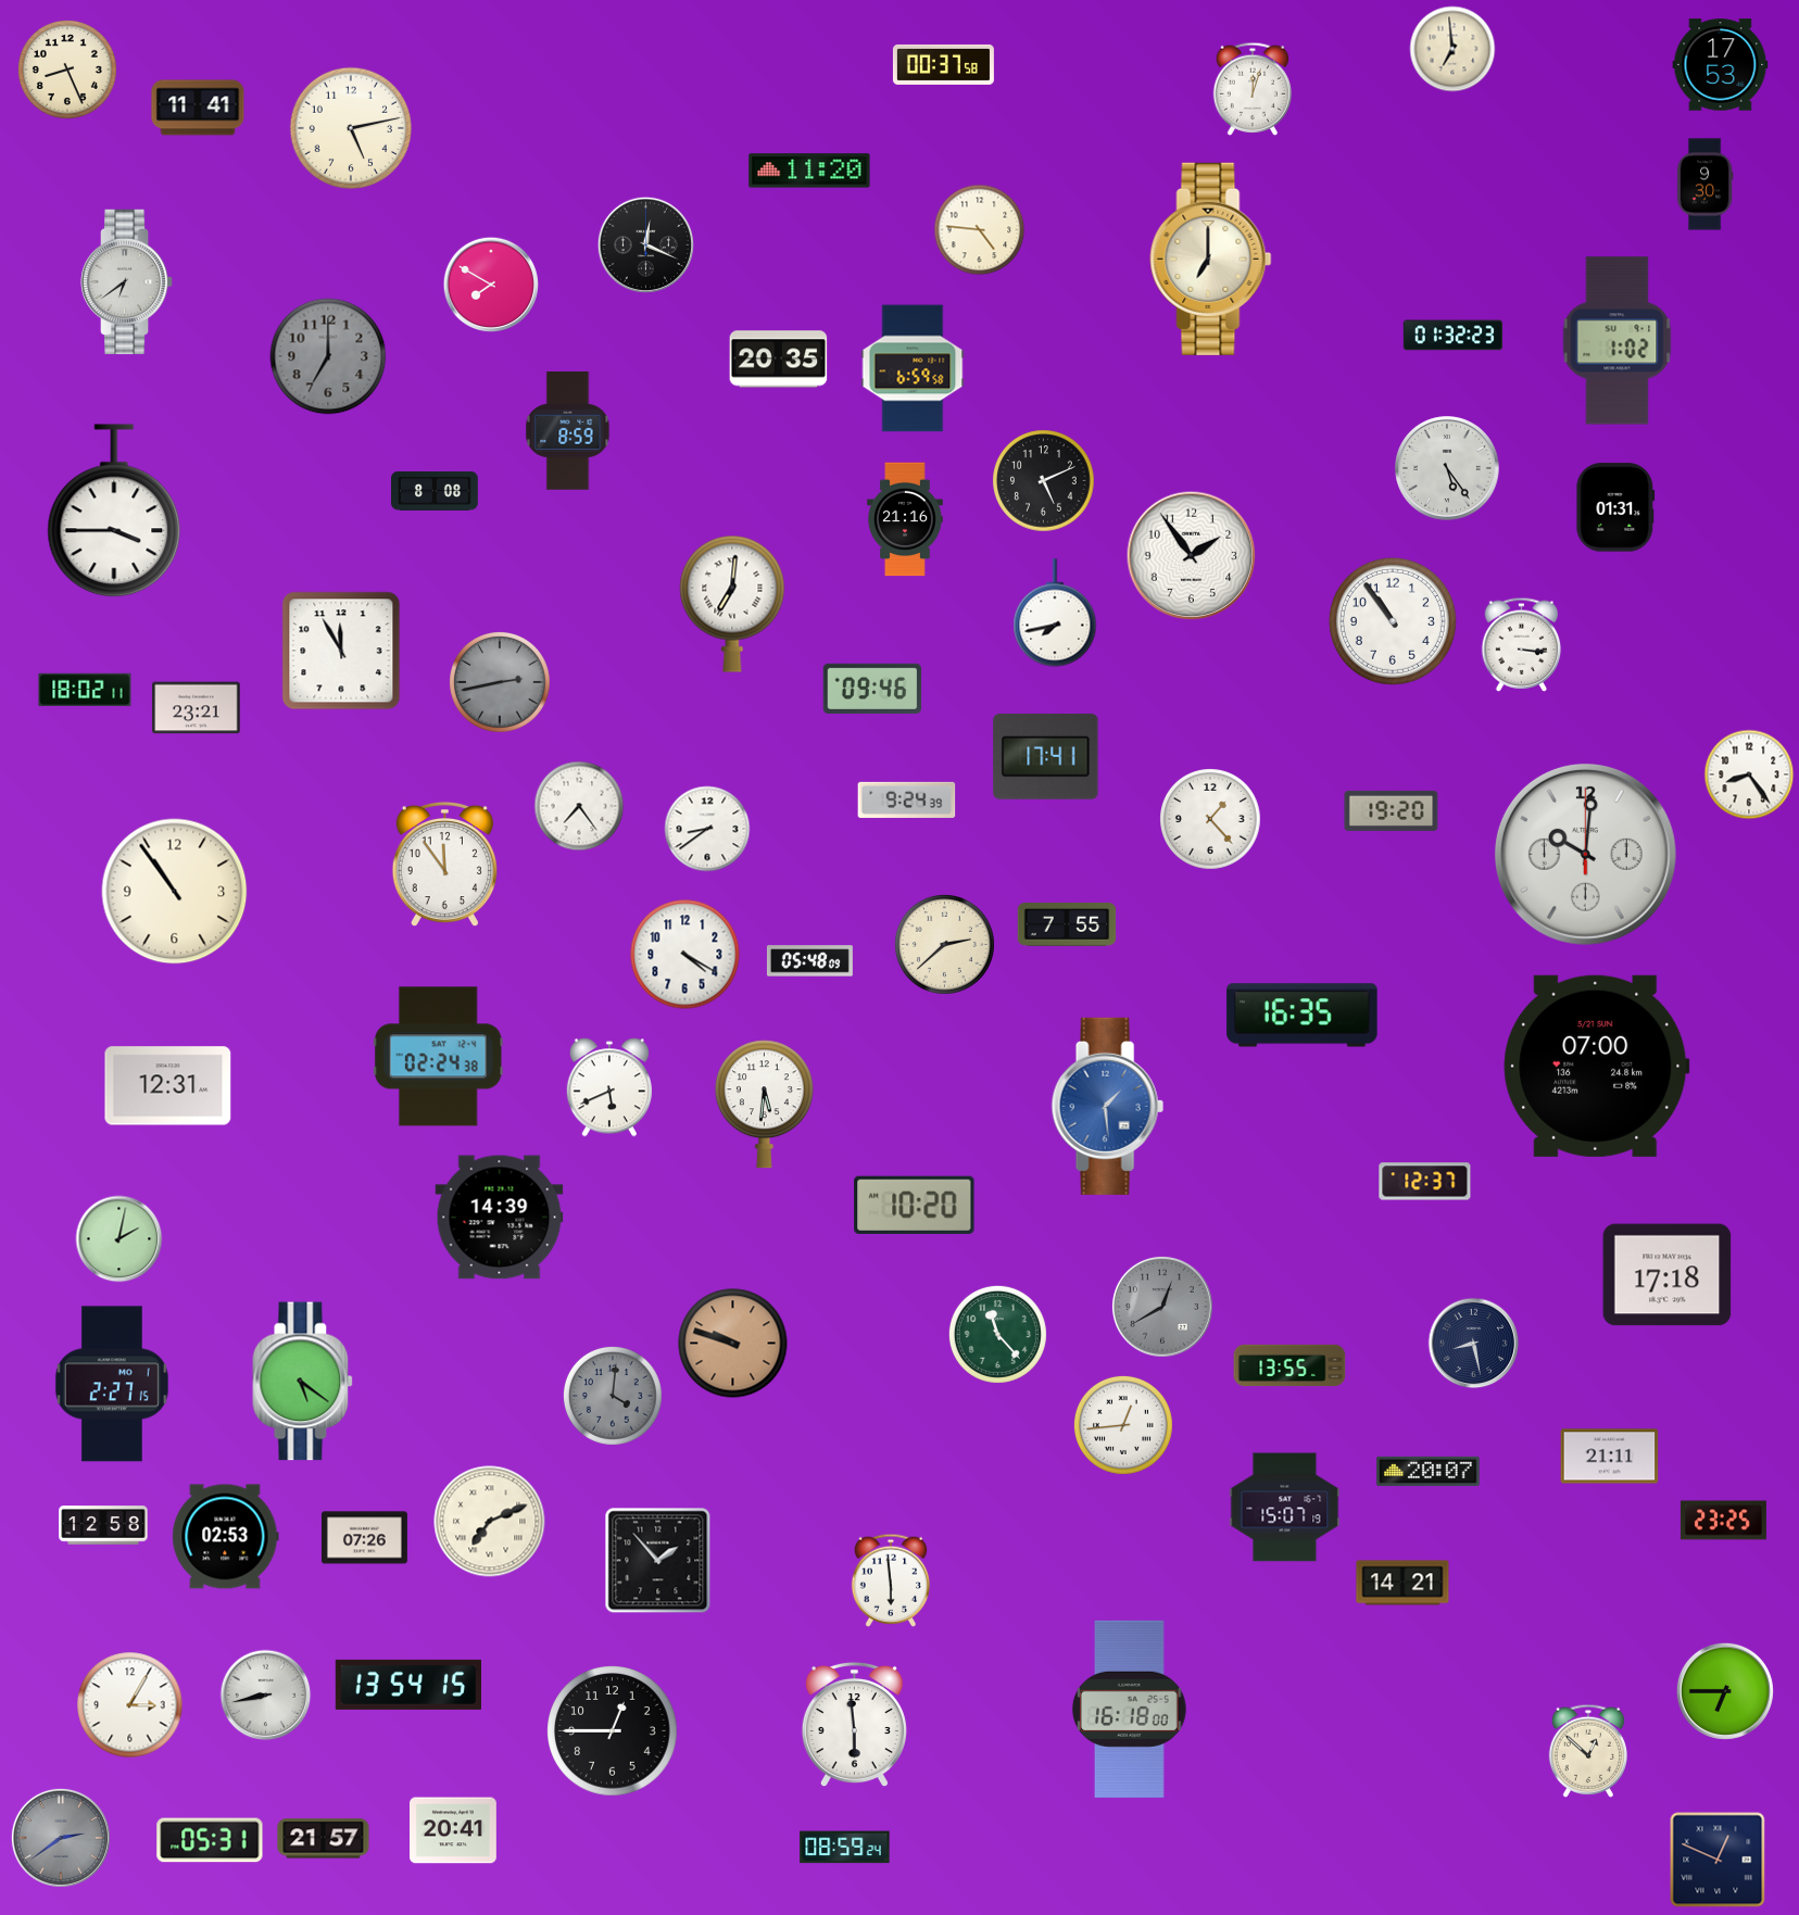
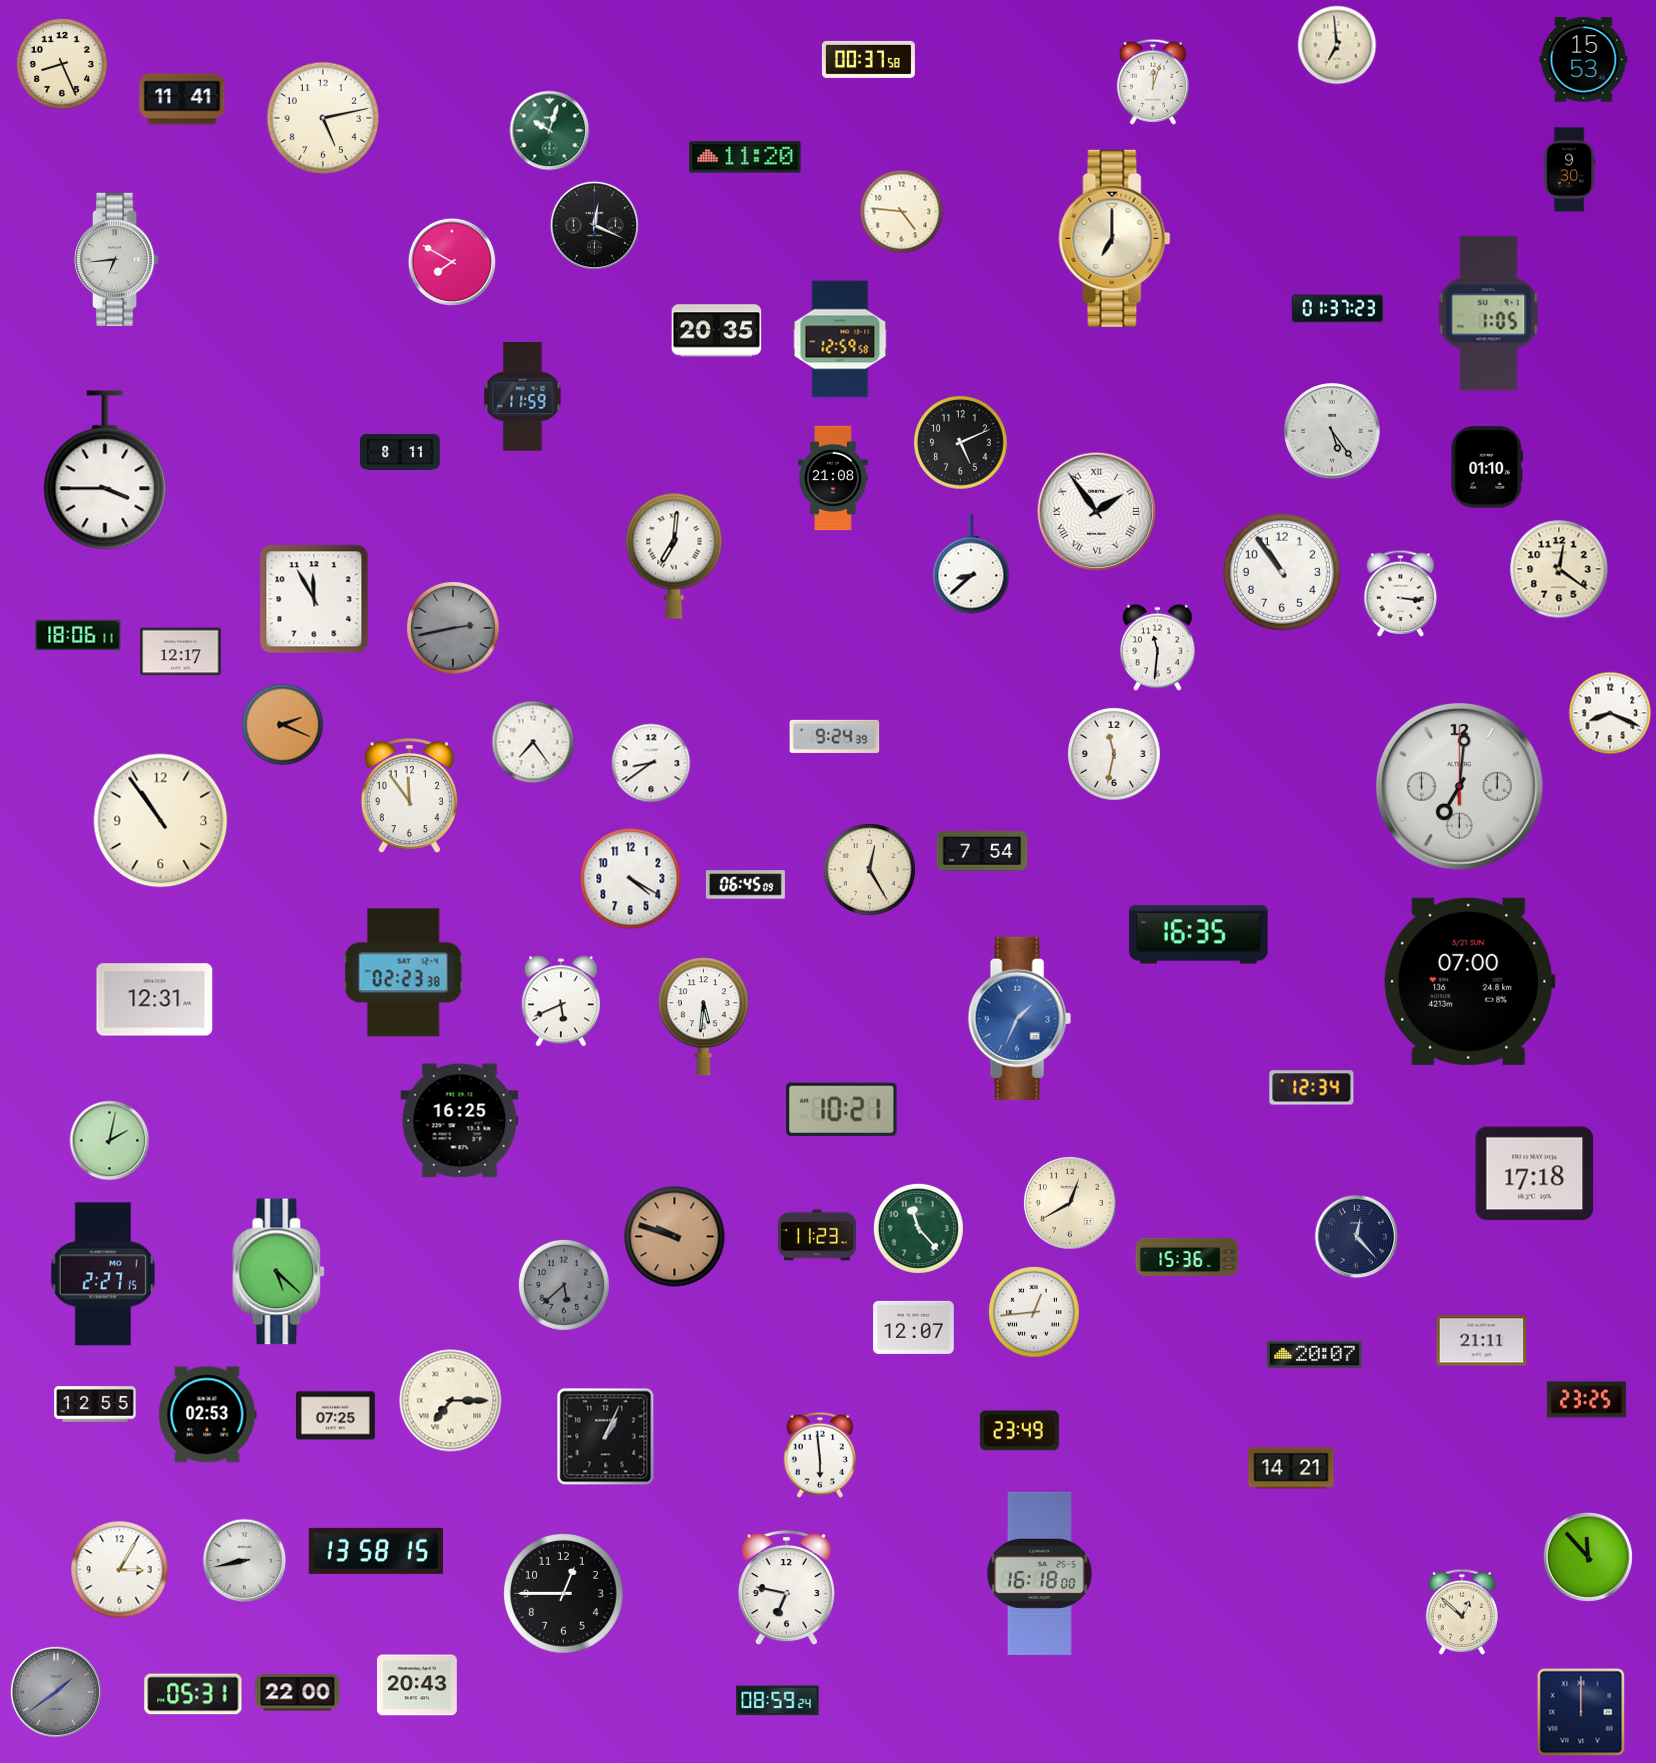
clock at (1721, 65): 17:53 -> 15:53
clock at (550, 131): none -> 10:03
clock at (127, 282): 6:39 -> 6:44
clock at (1454, 336): 01:32 -> 01:37
clock at (1618, 341): 1:02 -> 1:05
clock at (328, 356): 7:00 -> none
clock at (913, 368): 6:59 -> 12:59
clock at (568, 431): 8:59 -> 11:59
clock at (436, 491): 8:08 -> 8:11
clock at (1615, 507): 01:31 -> 01:10
clock at (905, 519): 21:16 -> 21:08
clock at (1192, 556) numerals: Arabic -> Roman
clock at (1055, 613): 7:43 -> 8:38
clock at (1559, 569): none -> 12:21
clock at (501, 683) position: (501, 683) -> (454, 629)
clock at (872, 689): 09:46 -> none
clock at (85, 690): 18:02 -> 18:06
clock at (1158, 648): none -> 11:31
clock at (197, 708): 23:21 -> 12:17
clock at (1046, 756): 17:41 -> none
clock at (1749, 774): 8:24 -> 8:19
clock at (283, 725): none -> 2:19
clock at (1392, 810): 19:20 -> none
clock at (1211, 820): 1:23 -> 11:32
clock at (1585, 854): 10:01 -> 7:01
clock at (1067, 925): 7:55 -> 7:54
clock at (944, 944): 2:38 -> 12:25
clock at (809, 961): 05:48 -> 06:45
clock at (438, 1057): 02:24 -> 02:23
clock at (1107, 1106): 1:29 -> 1:34
clock at (1425, 1182): 12:37 -> 12:34
clock at (915, 1205): 10:20 -> 10:21
clock at (500, 1218): 14:39 -> 16:25
clock at (1162, 1307) dial: grey -> cream
clock at (817, 1235): none -> 11:23
clock at (1474, 1344): 8:28 -> 12:23
clock at (1290, 1365): 13:55 -> 15:36
clock at (303, 1382): 5:21 -> 5:22
clock at (613, 1396): 4:01 -> 5:38
clock at (914, 1327): none -> 12:07
clock at (1285, 1508): 15:07 -> none
clock at (490, 1522): 7:11 -> 7:15
clock at (103, 1525): 12:58 -> 12:55
clock at (364, 1538): 07:26 -> 07:25
clock at (1019, 1431): none -> 23:49
clock at (658, 1561): 1:53 -> 1:04
clock at (1402, 1583) position: (1402, 1583) -> (1291, 1468)
clock at (408, 1685): 13:54 -> 13:58
clock at (1725, 1691): 6:45 -> 11:53
clock at (854, 1725): 5:59 -> 6:47
clock at (454, 1830): 20:41 -> 20:43
clock at (61, 1838): 2:39 -> 1:39
clock at (324, 1839): 21:57 -> 22:00
clock at (1718, 1860): 12:49 -> 12:00
